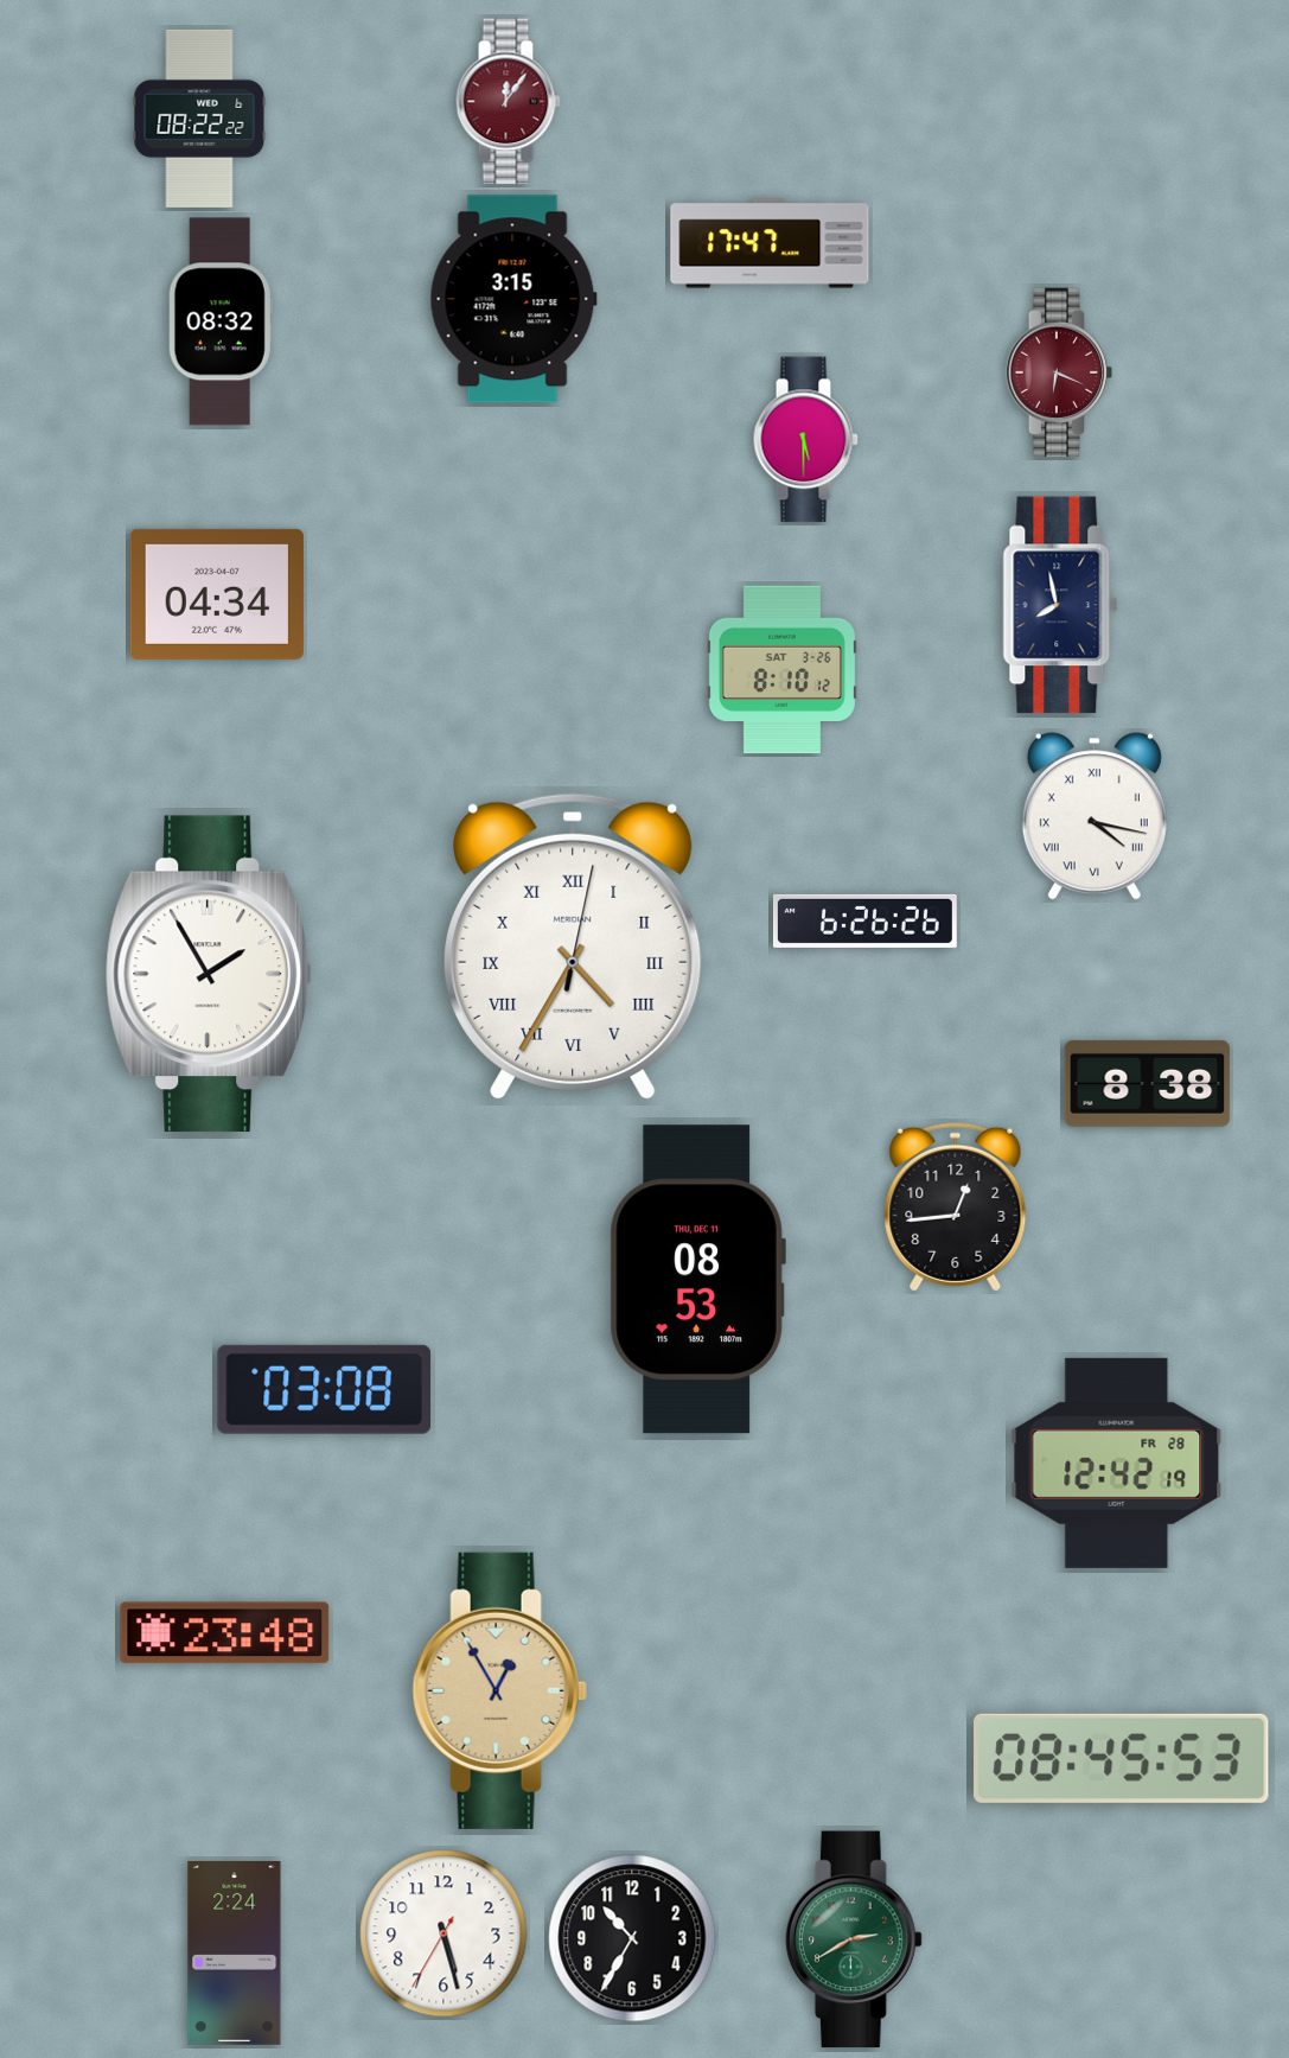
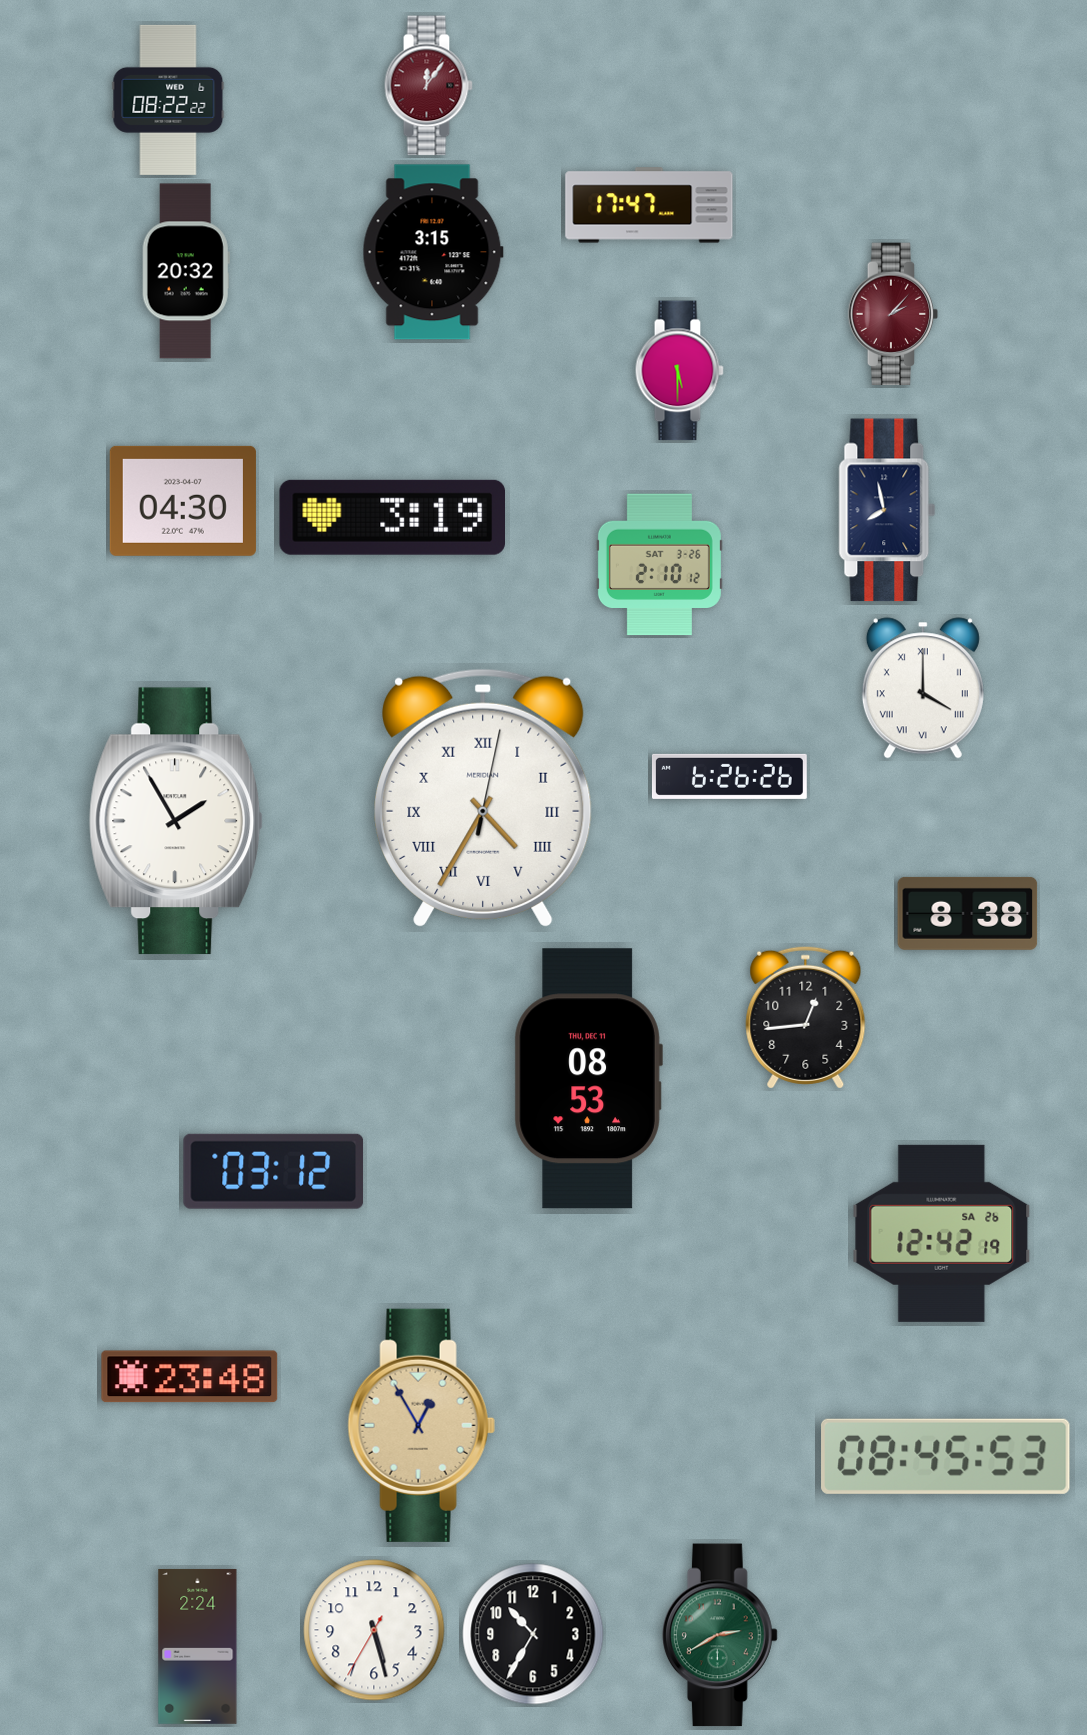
clock at (221, 321): 08:32 -> 20:32
clock at (1059, 372): 6:19 -> 2:07
clock at (217, 594): 04:34 -> 04:30
clock at (1060, 605) position: (1060, 605) -> (887, 510)
clock at (392, 517): none -> 3:19
clock at (781, 670): 8:10 -> 2:10
clock at (1095, 816): 4:17 -> 4:00
clock at (325, 1389): 03:08 -> 03:12
clock at (1117, 1463) date: FR 28 -> SA 26
clock at (1122, 1758) position: (1122, 1758) -> (946, 1456)
